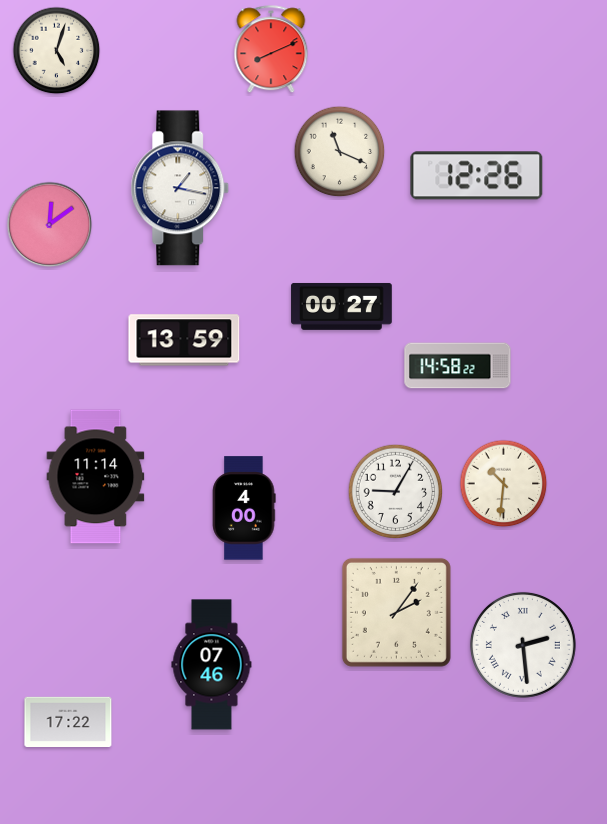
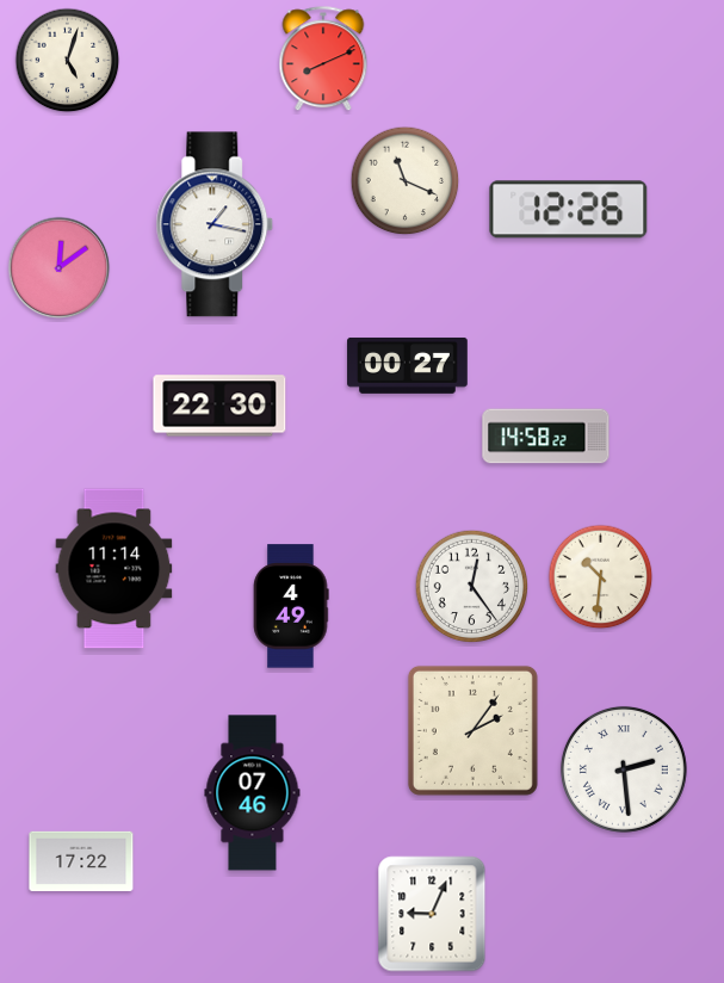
clock at (184, 340): 13:59 -> 22:30
clock at (396, 492): 9:05 -> 12:24
clock at (244, 508): 4:00 -> 4:49
clock at (432, 914): none -> 9:04
